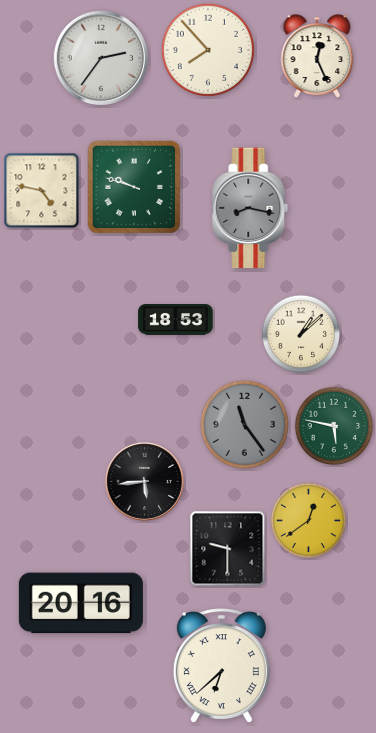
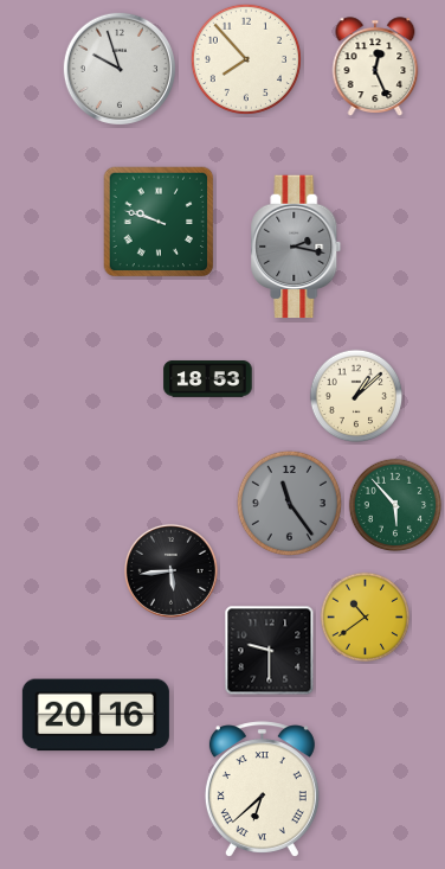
clock at (100, 57): 2:36 -> 9:57
clock at (42, 191): 4:47 -> none
clock at (250, 208): 8:17 -> 2:17
clock at (334, 426): 5:47 -> 5:53
clock at (309, 521): 12:39 -> 10:39
